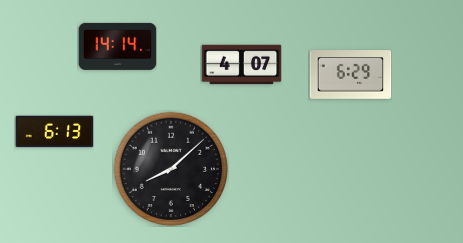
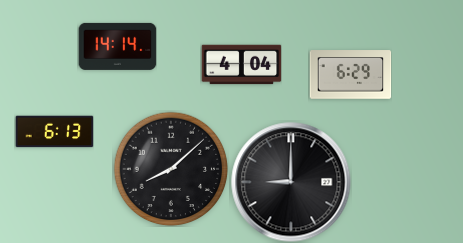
clock at (241, 65): 4:07 -> 4:04
clock at (291, 182): none -> 9:00
